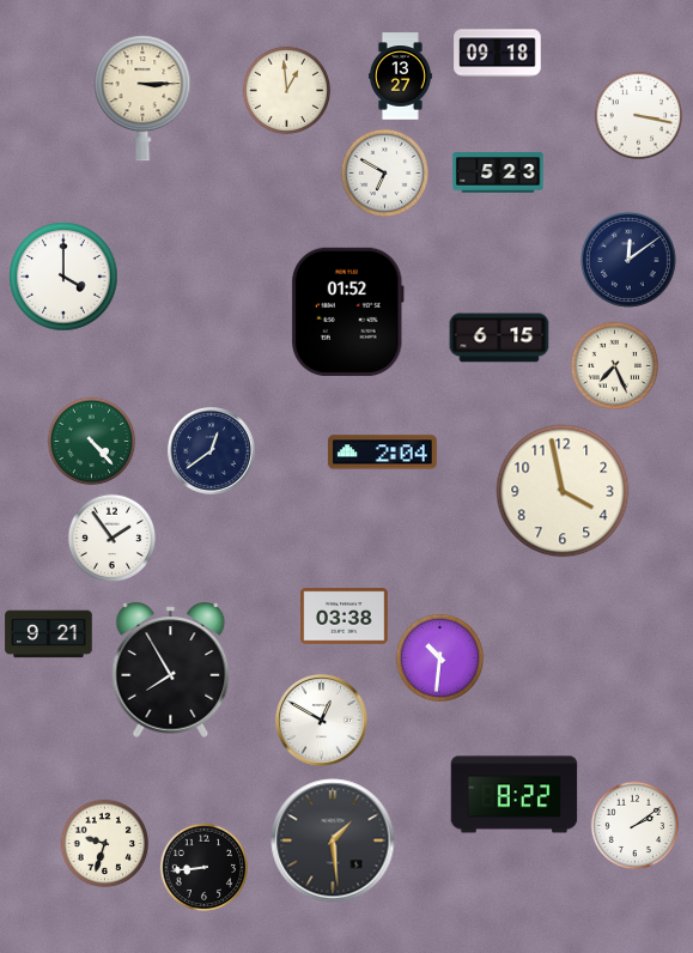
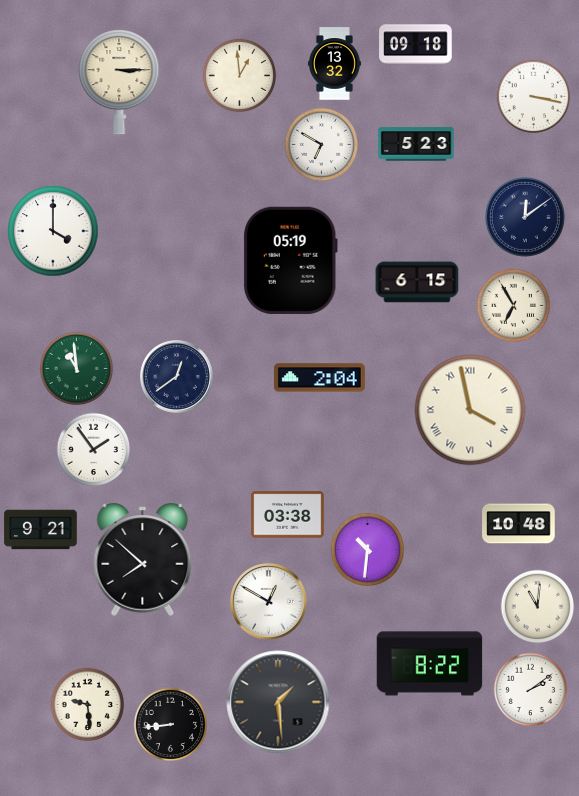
clock at (400, 77): 13:27 -> 13:32
clock at (347, 311): 01:52 -> 05:19
clock at (615, 366): 7:26 -> 6:55
clock at (92, 442): 4:23 -> 10:59
clock at (563, 491) numerals: Arabic -> Roman
clock at (519, 524): none -> 10:48
clock at (171, 669): 7:55 -> 7:52
clock at (538, 607): none -> 11:01
clock at (105, 844): 9:33 -> 9:29
